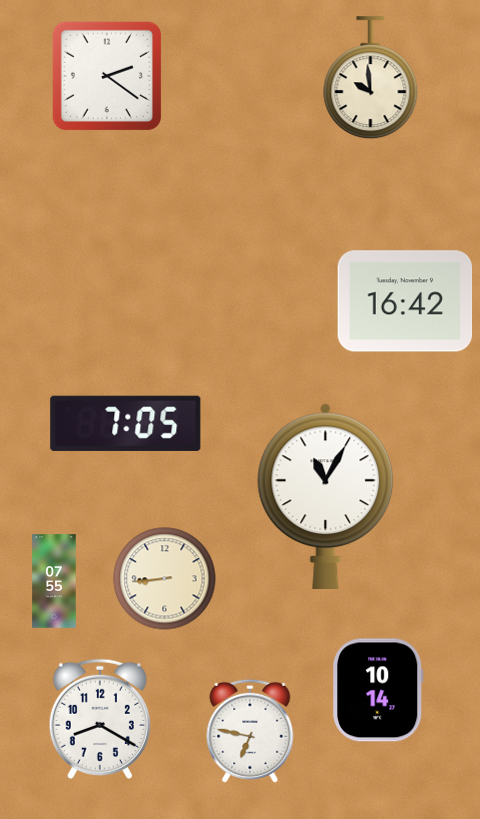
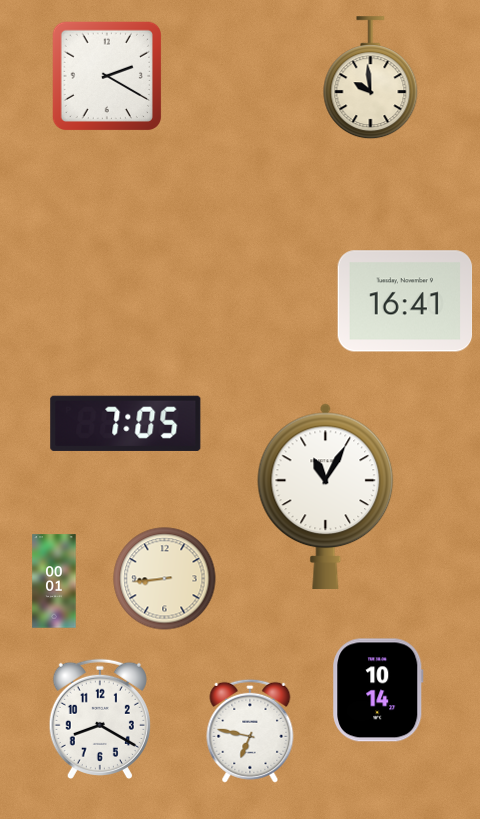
clock at (106, 75): 2:21 -> 2:20
clock at (405, 301): 16:42 -> 16:41
clock at (54, 581): 07:55 -> 00:01
